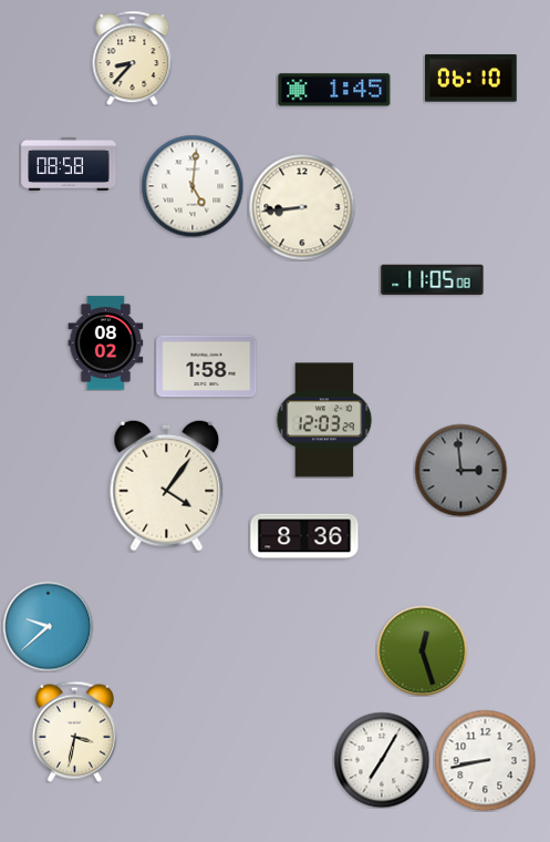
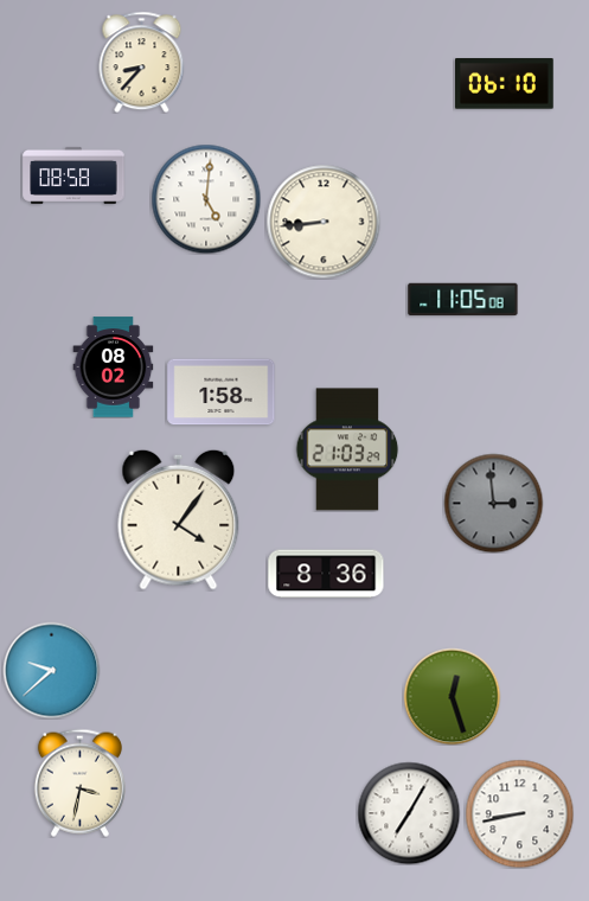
clock at (334, 90): 1:45 -> none
clock at (324, 420): 12:03 -> 21:03
